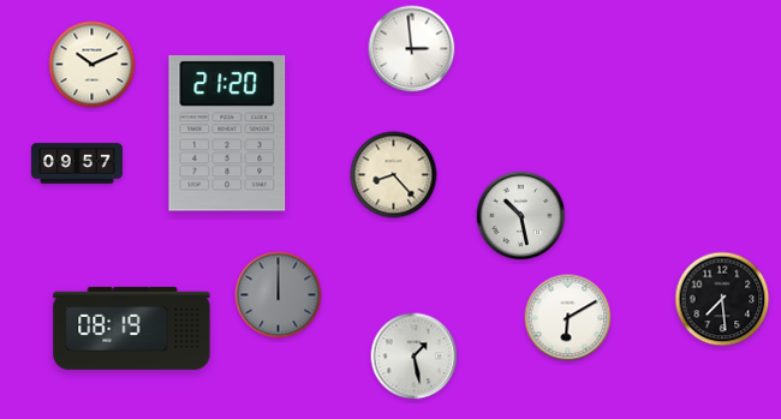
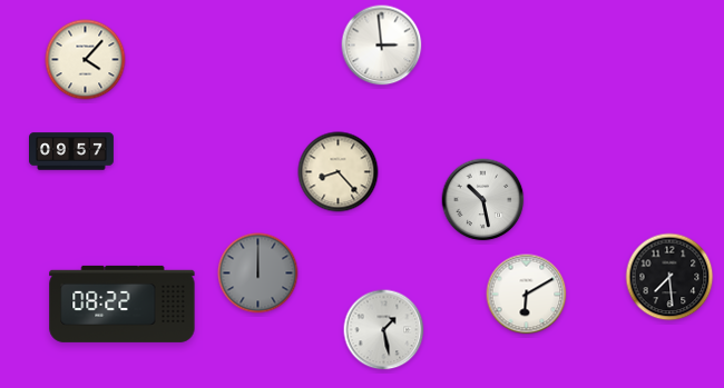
clock at (93, 65): 10:11 -> 4:07
clock at (227, 133): 21:20 -> none
clock at (394, 175) position: (394, 175) -> (339, 172)
clock at (132, 328): 08:19 -> 08:22
